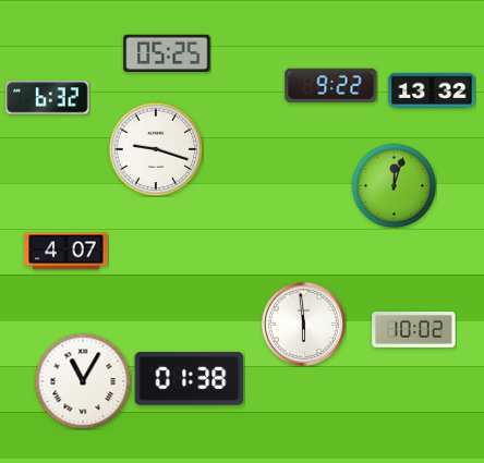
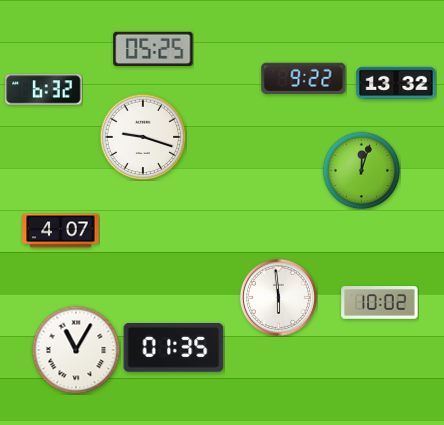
clock at (190, 379): 01:38 -> 01:35
